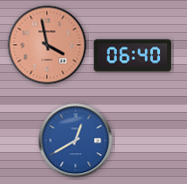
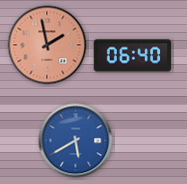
clock at (47, 45): 3:58 -> 1:58
clock at (76, 141): 12:40 -> 5:40
